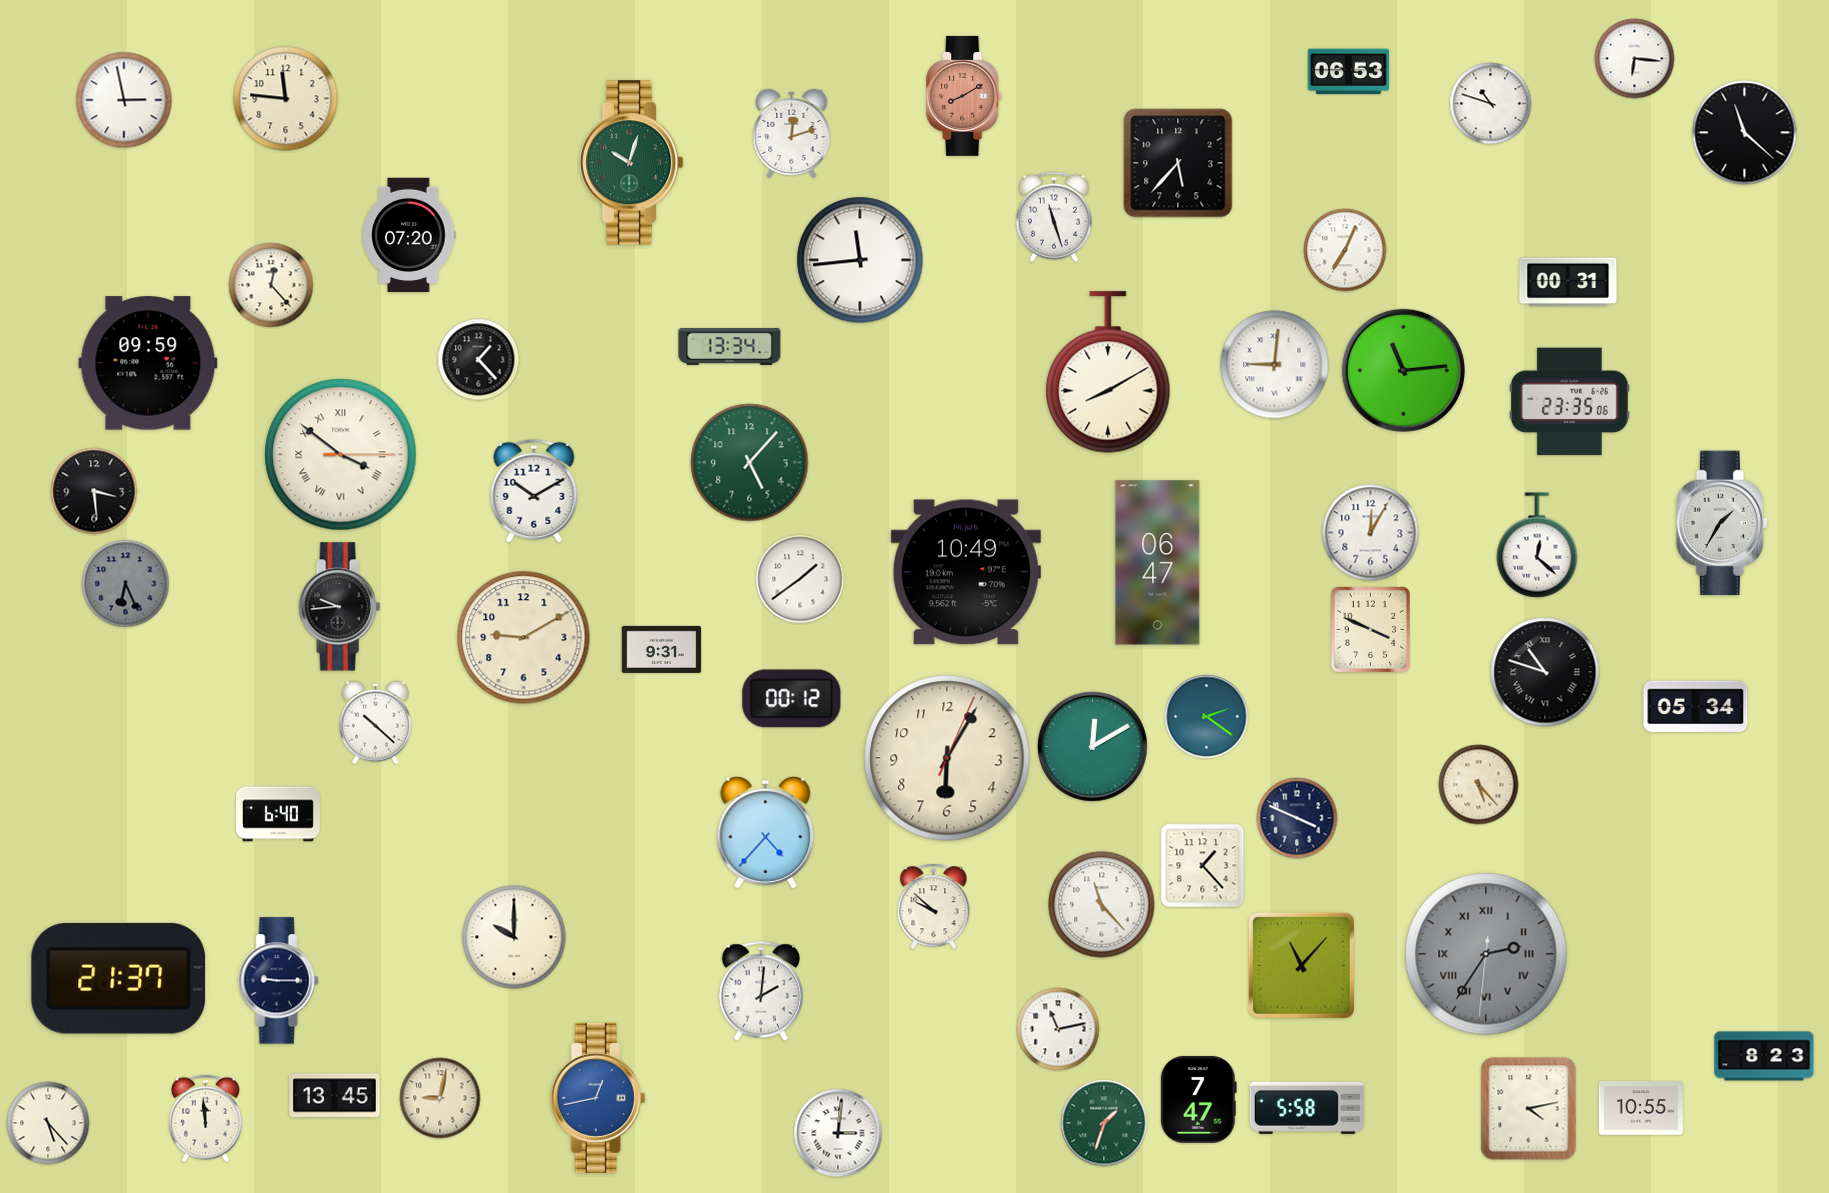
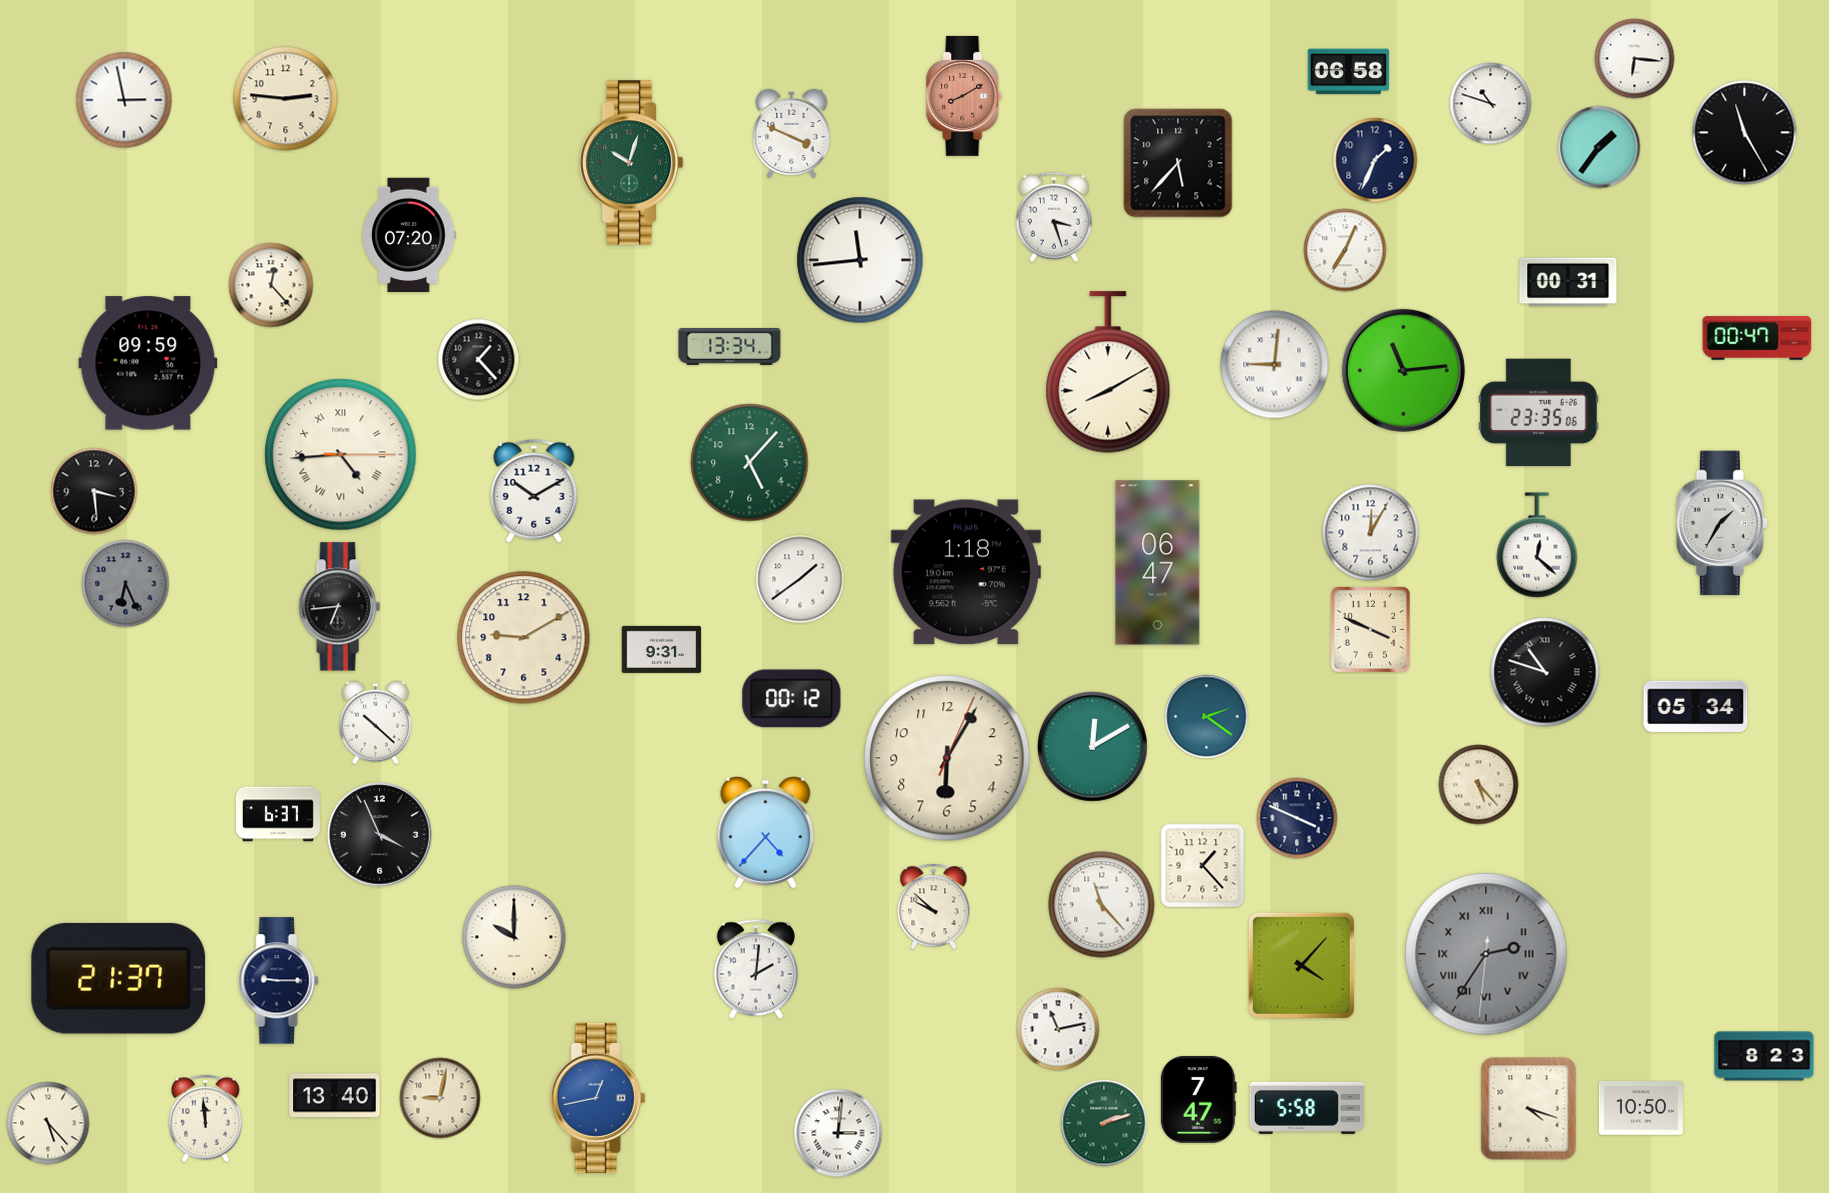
clock at (1348, 72): 06:53 -> 06:58
clock at (286, 99): 11:46 -> 2:46
clock at (792, 133): 12:12 -> 3:49
clock at (1745, 133): 11:22 -> 11:25
clock at (1599, 147): none -> 1:36
clock at (1375, 160): none -> 1:34
clock at (1054, 217): 11:27 -> 3:27
clock at (1757, 338): none -> 00:47
clock at (1569, 402) position: (1569, 402) -> (1538, 413)
clock at (341, 455): 3:51 -> 4:44
clock at (966, 572): 10:49 -> 1:18
clock at (339, 607): 9:44 -> 6:44
clock at (278, 814): 6:40 -> 6:37
clock at (380, 835): none -> 3:56
clock at (1301, 965): 11:07 -> 4:07
clock at (761, 991) position: (761, 991) -> (756, 969)
clock at (335, 1096): 13:45 -> 13:40
clock at (1529, 1109): 4:13 -> 4:18
clock at (1641, 1109): 10:55 -> 10:50
clock at (1104, 1123): 1:33 -> 2:12
